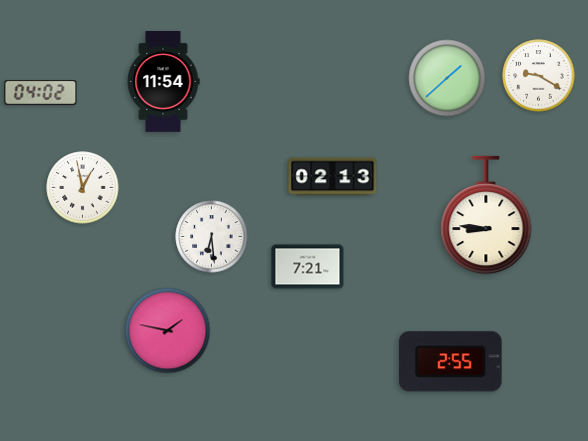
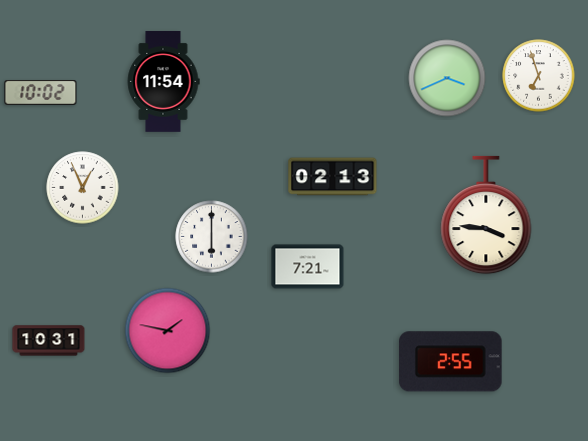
clock at (539, 76): 9:20 -> 6:57
clock at (447, 78): 1:38 -> 3:41
clock at (41, 93): 04:02 -> 10:02
clock at (83, 188): 12:58 -> 12:56
clock at (486, 215): 8:46 -> 3:46
clock at (212, 237): 6:29 -> 6:00
clock at (49, 341): none -> 10:31
